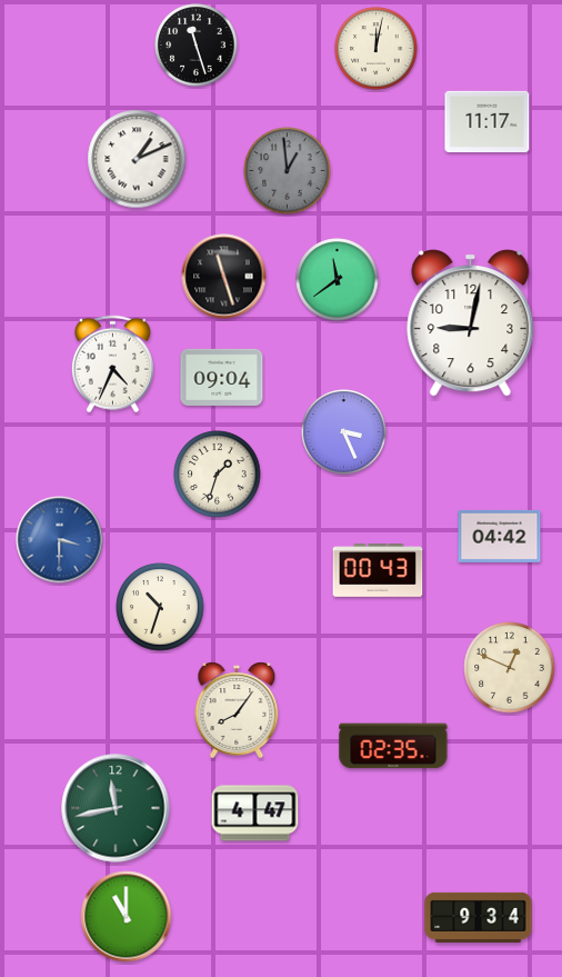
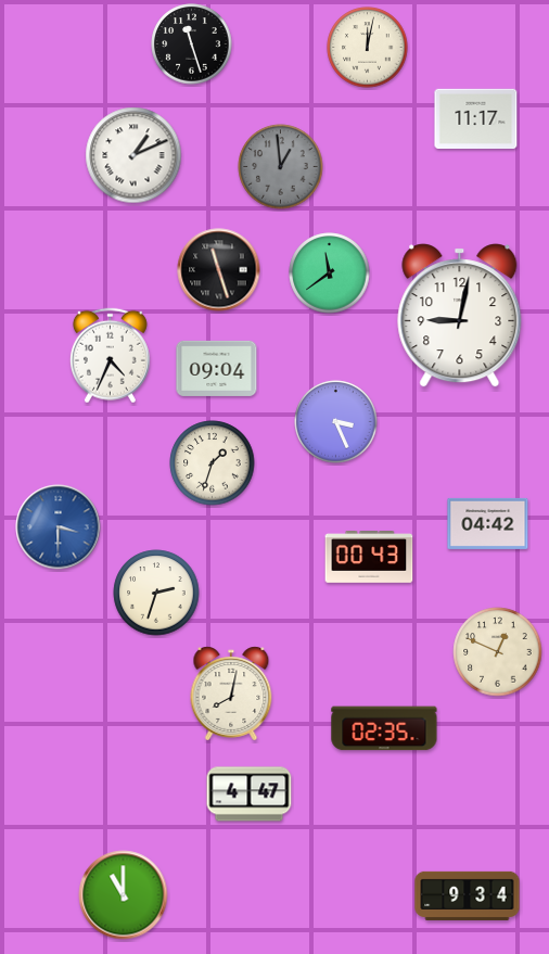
clock at (160, 607): 10:33 -> 2:33
clock at (237, 710): 8:06 -> 8:02
clock at (116, 808): 11:43 -> none
